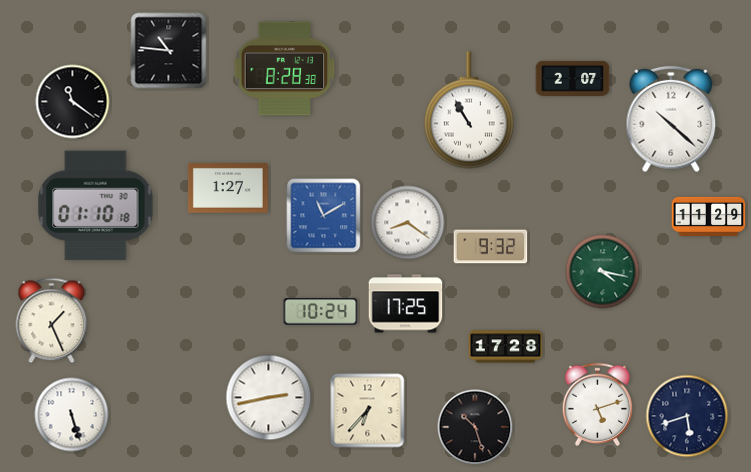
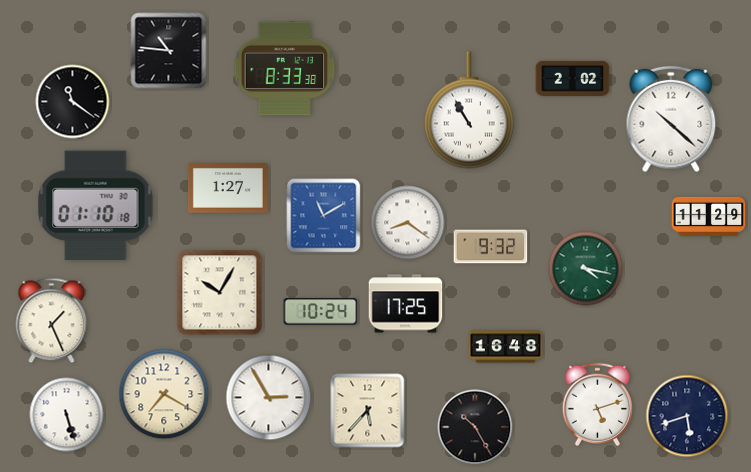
clock at (285, 69): 8:28 -> 8:33
clock at (573, 78): 2:07 -> 2:02
clock at (603, 272) position: (603, 272) -> (586, 269)
clock at (220, 293): none -> 10:05
clock at (506, 347): 17:28 -> 16:48
clock at (164, 394): none -> 7:20
clock at (269, 398): 2:43 -> 2:55
clock at (368, 411): 6:37 -> 5:37
clock at (72, 415) position: (72, 415) -> (67, 415)
clock at (475, 427): 10:27 -> 10:25
